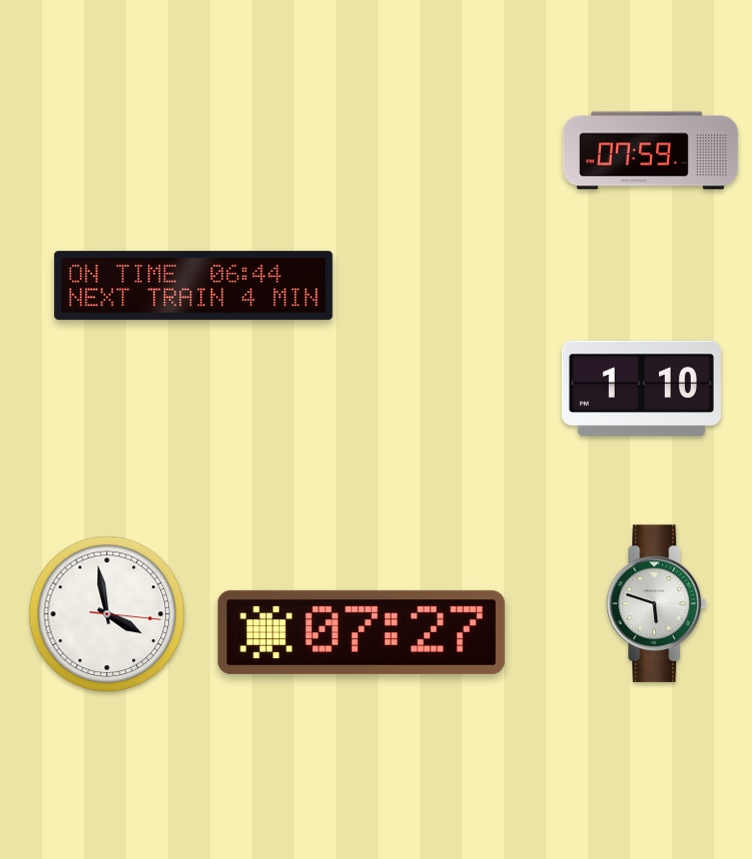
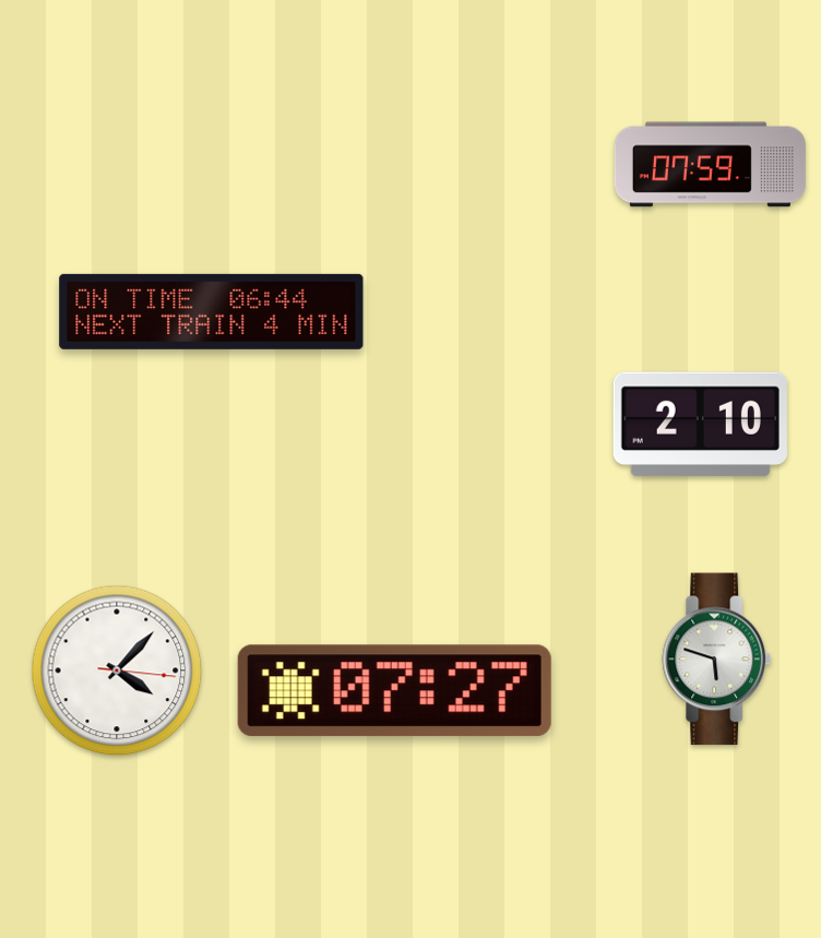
clock at (641, 389): 1:10 -> 2:10
clock at (107, 614): 3:58 -> 4:07
